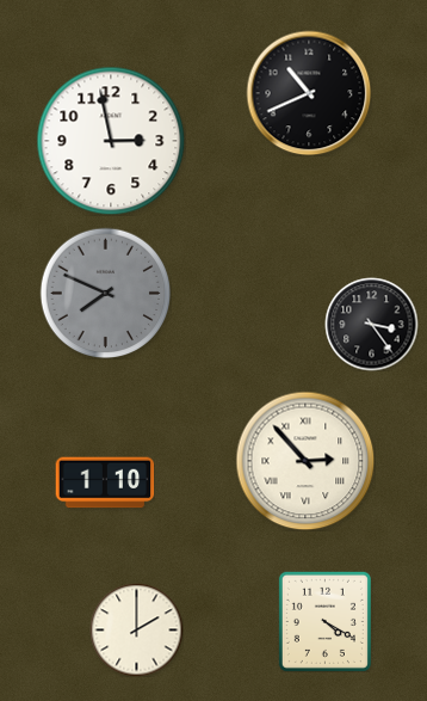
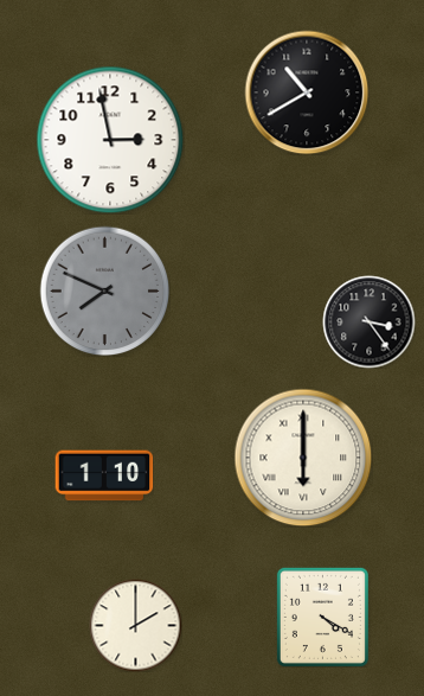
clock at (309, 93): 10:41 -> 10:40
clock at (305, 461): 2:53 -> 6:00
clock at (105, 482) position: (105, 482) -> (104, 475)
